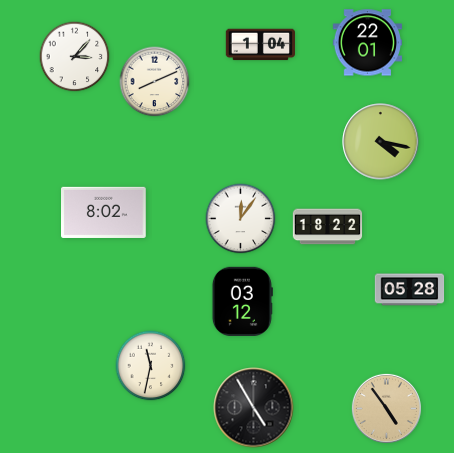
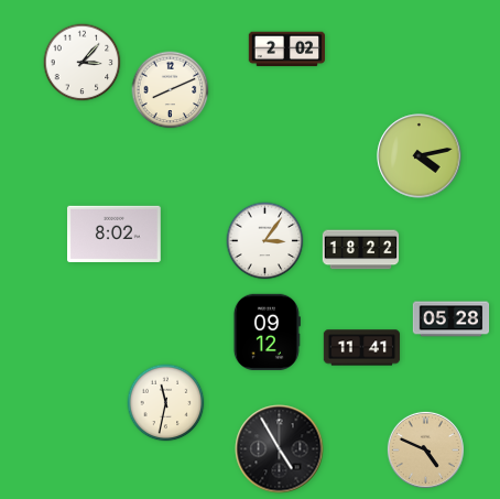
clock at (367, 43): 22:01 -> none
clock at (261, 45): 1:04 -> 2:02
clock at (381, 142): 4:17 -> 4:13
clock at (241, 219): 12:06 -> 3:06
clock at (242, 301): 03:12 -> 09:12
clock at (362, 348): none -> 11:41
clock at (386, 408): 4:54 -> 4:49
